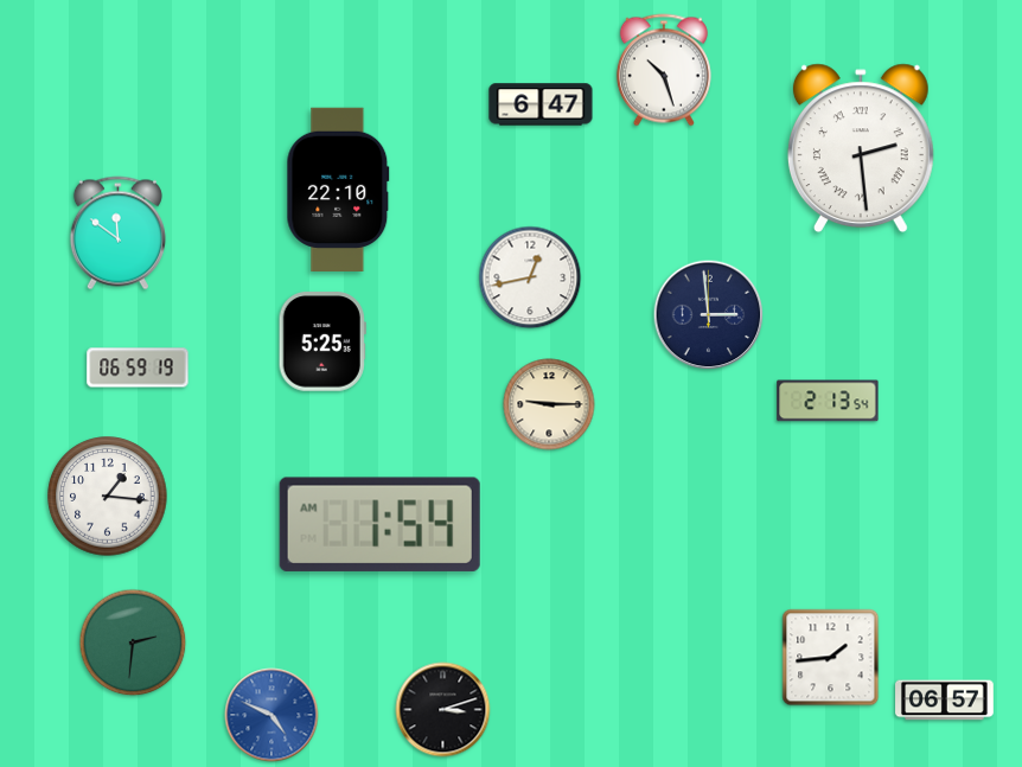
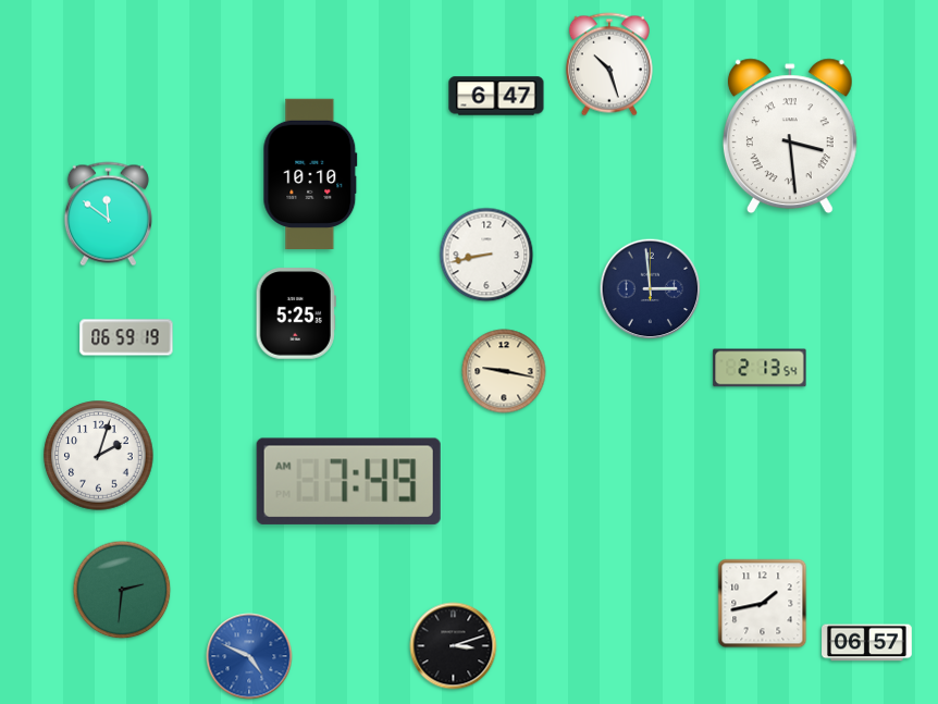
clock at (861, 148): 2:29 -> 3:29
clock at (338, 188): 22:10 -> 10:10
clock at (530, 277): 12:43 -> 8:43
clock at (549, 404): 9:15 -> 9:17
clock at (108, 497): 1:16 -> 2:03
clock at (379, 524): 1:54 -> 7:49
clock at (831, 658): 1:44 -> 1:43
clock at (443, 710) position: (443, 710) -> (454, 646)
